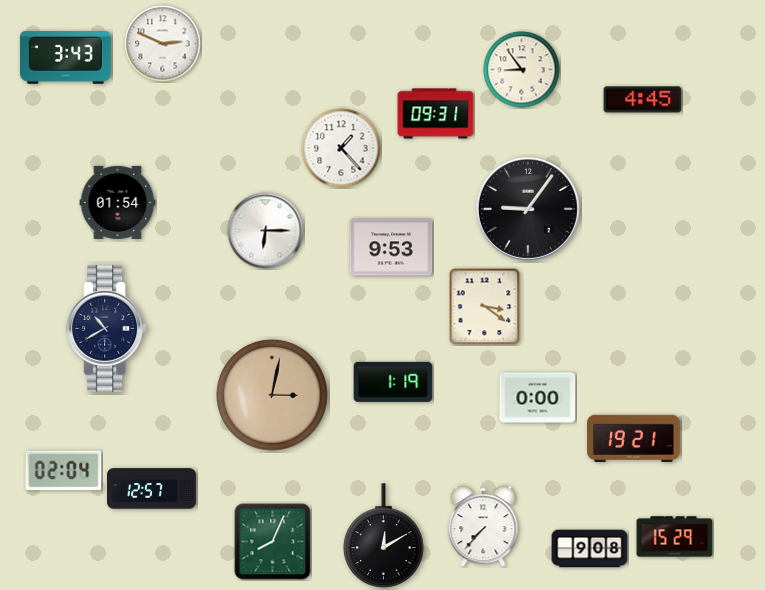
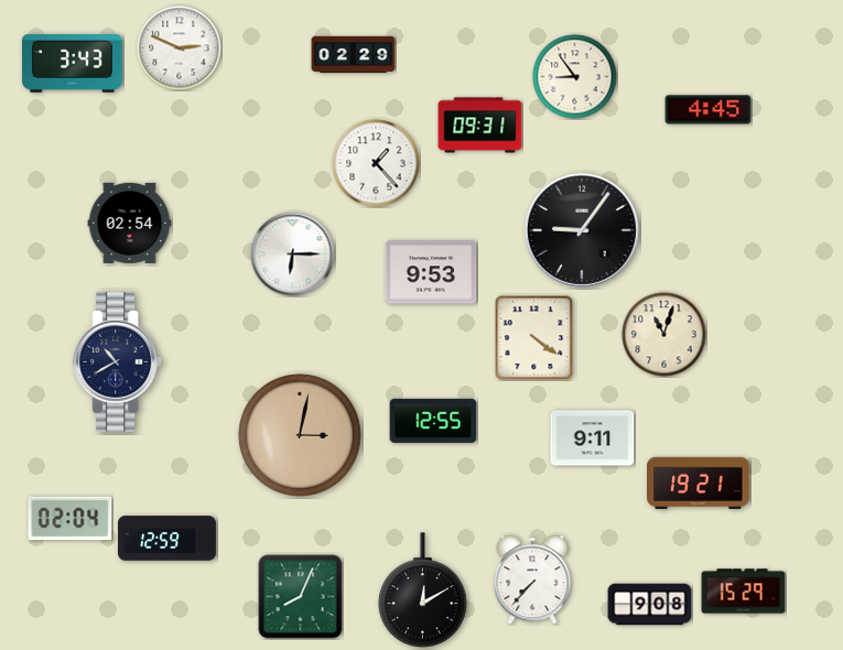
clock at (354, 54): none -> 02:29
clock at (118, 202): 01:54 -> 02:54
clock at (664, 335): none -> 11:03
clock at (485, 306): 3:21 -> 4:21
clock at (393, 382): 1:19 -> 12:55
clock at (538, 398): 0:00 -> 9:11
clock at (151, 489): 12:57 -> 12:59
